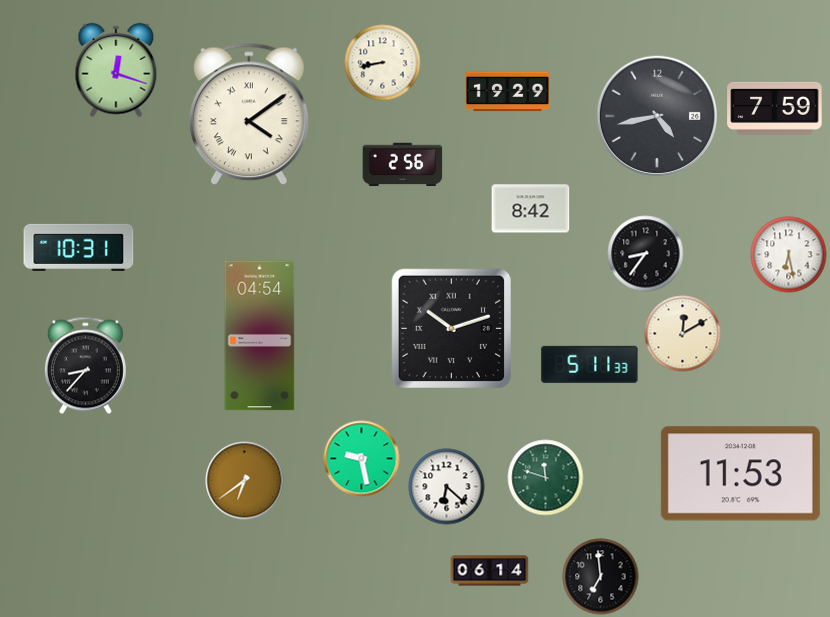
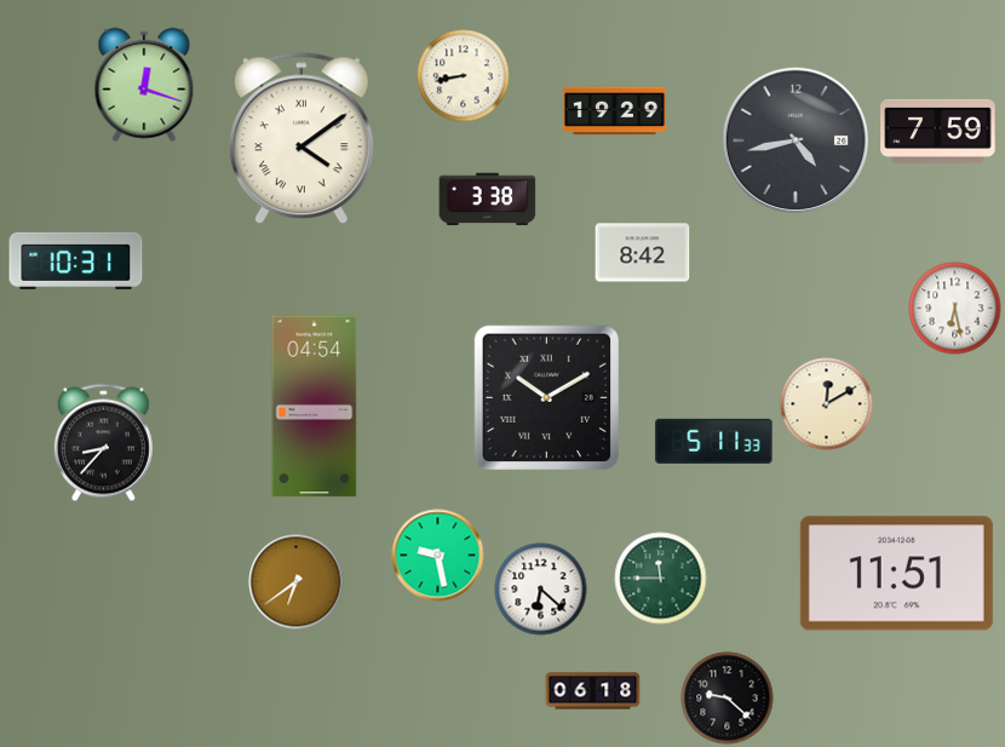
clock at (116, 70) position: (116, 70) -> (144, 85)
clock at (403, 165): 2:56 -> 3:38
clock at (79, 247) position: (79, 247) -> (76, 260)
clock at (646, 254): 8:36 -> none
clock at (451, 328): 10:12 -> 10:10
clock at (740, 474): 11:53 -> 11:51
clock at (546, 478): 11:48 -> 11:45
clock at (490, 571): 06:14 -> 06:18
clock at (601, 577): 6:59 -> 9:22
